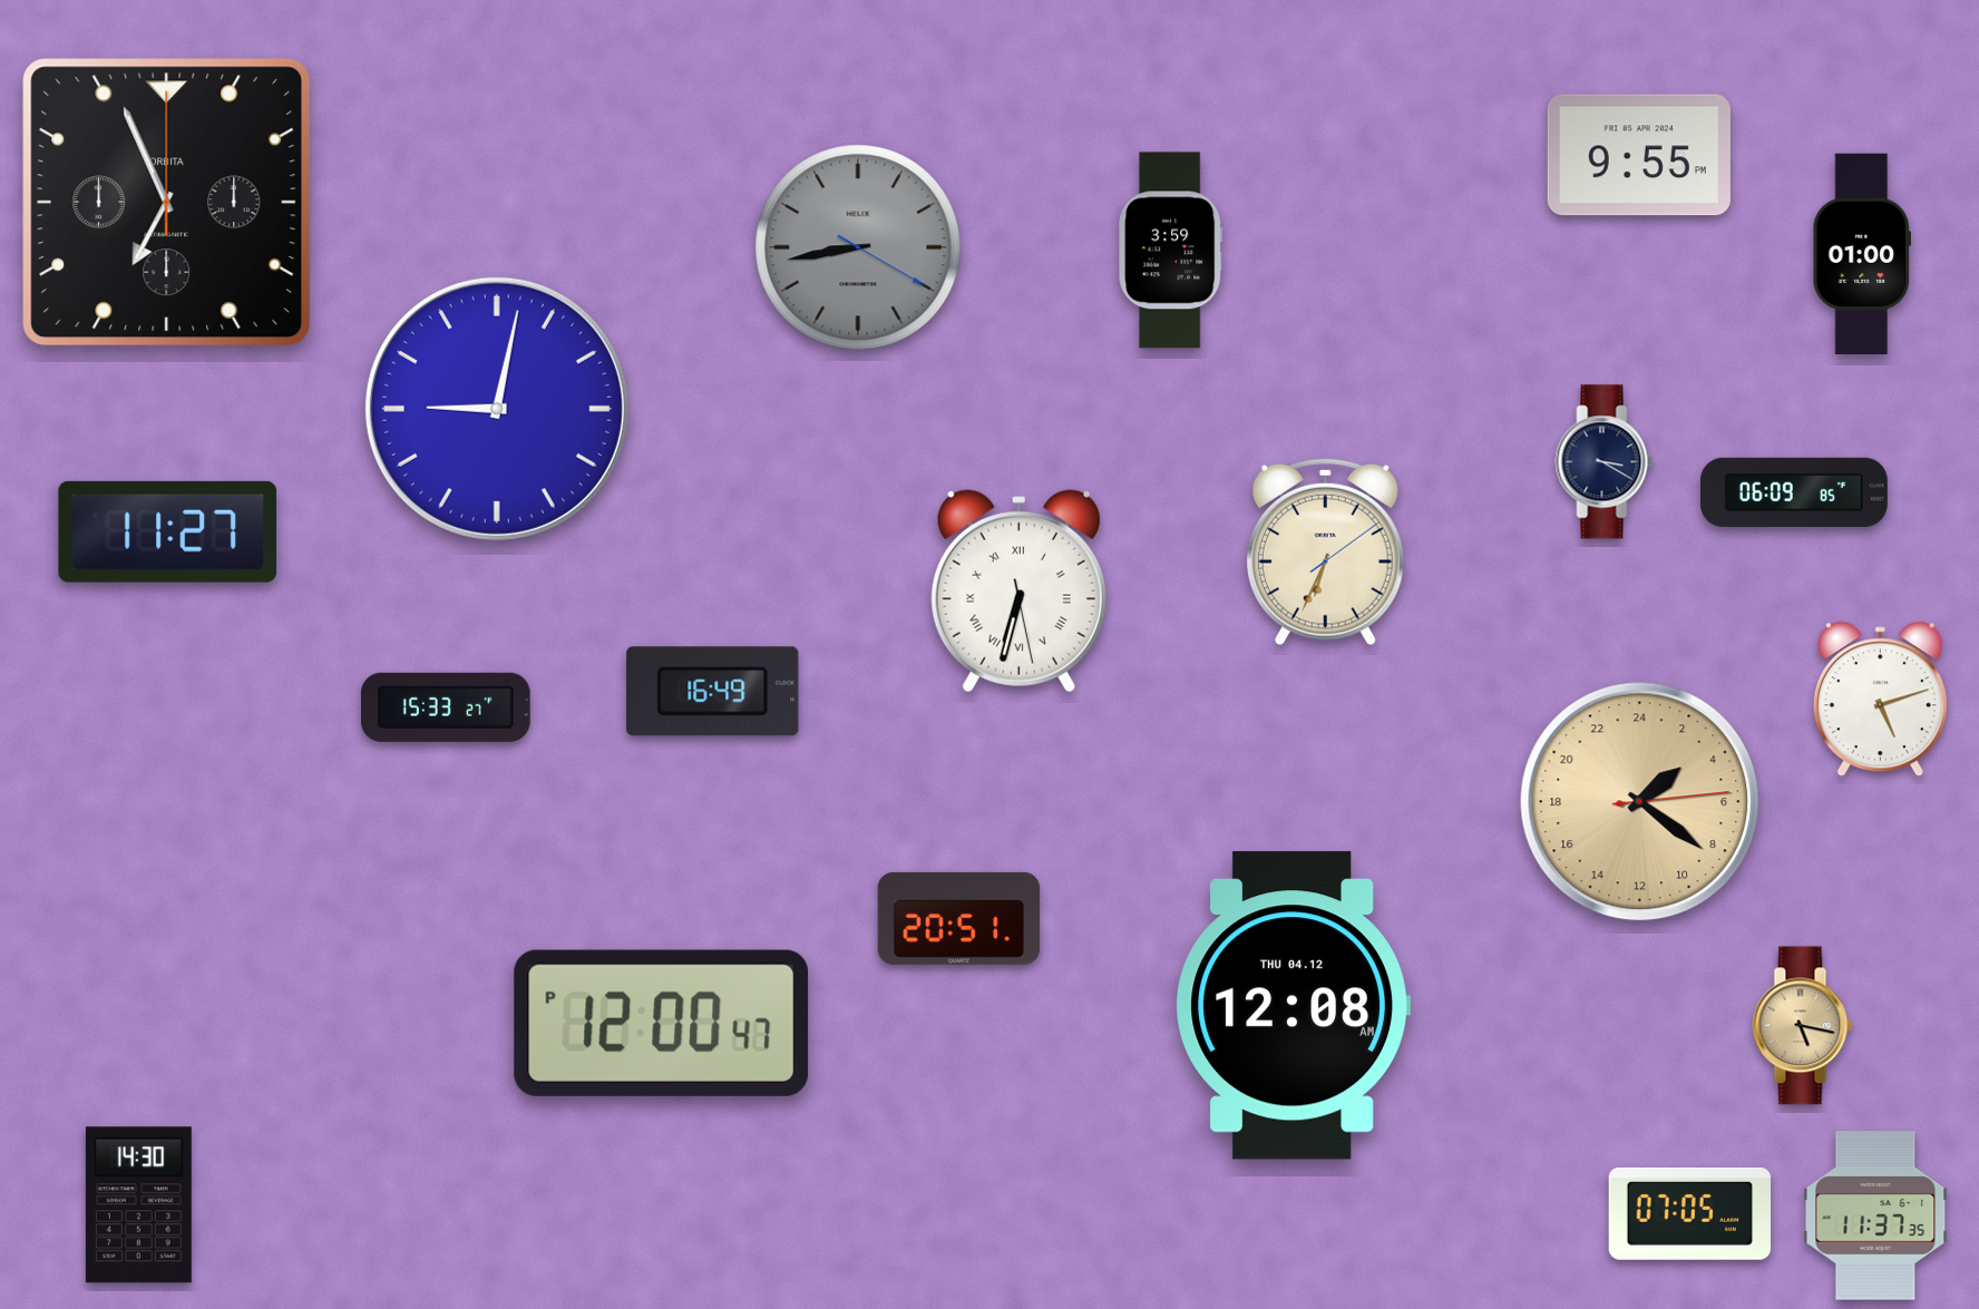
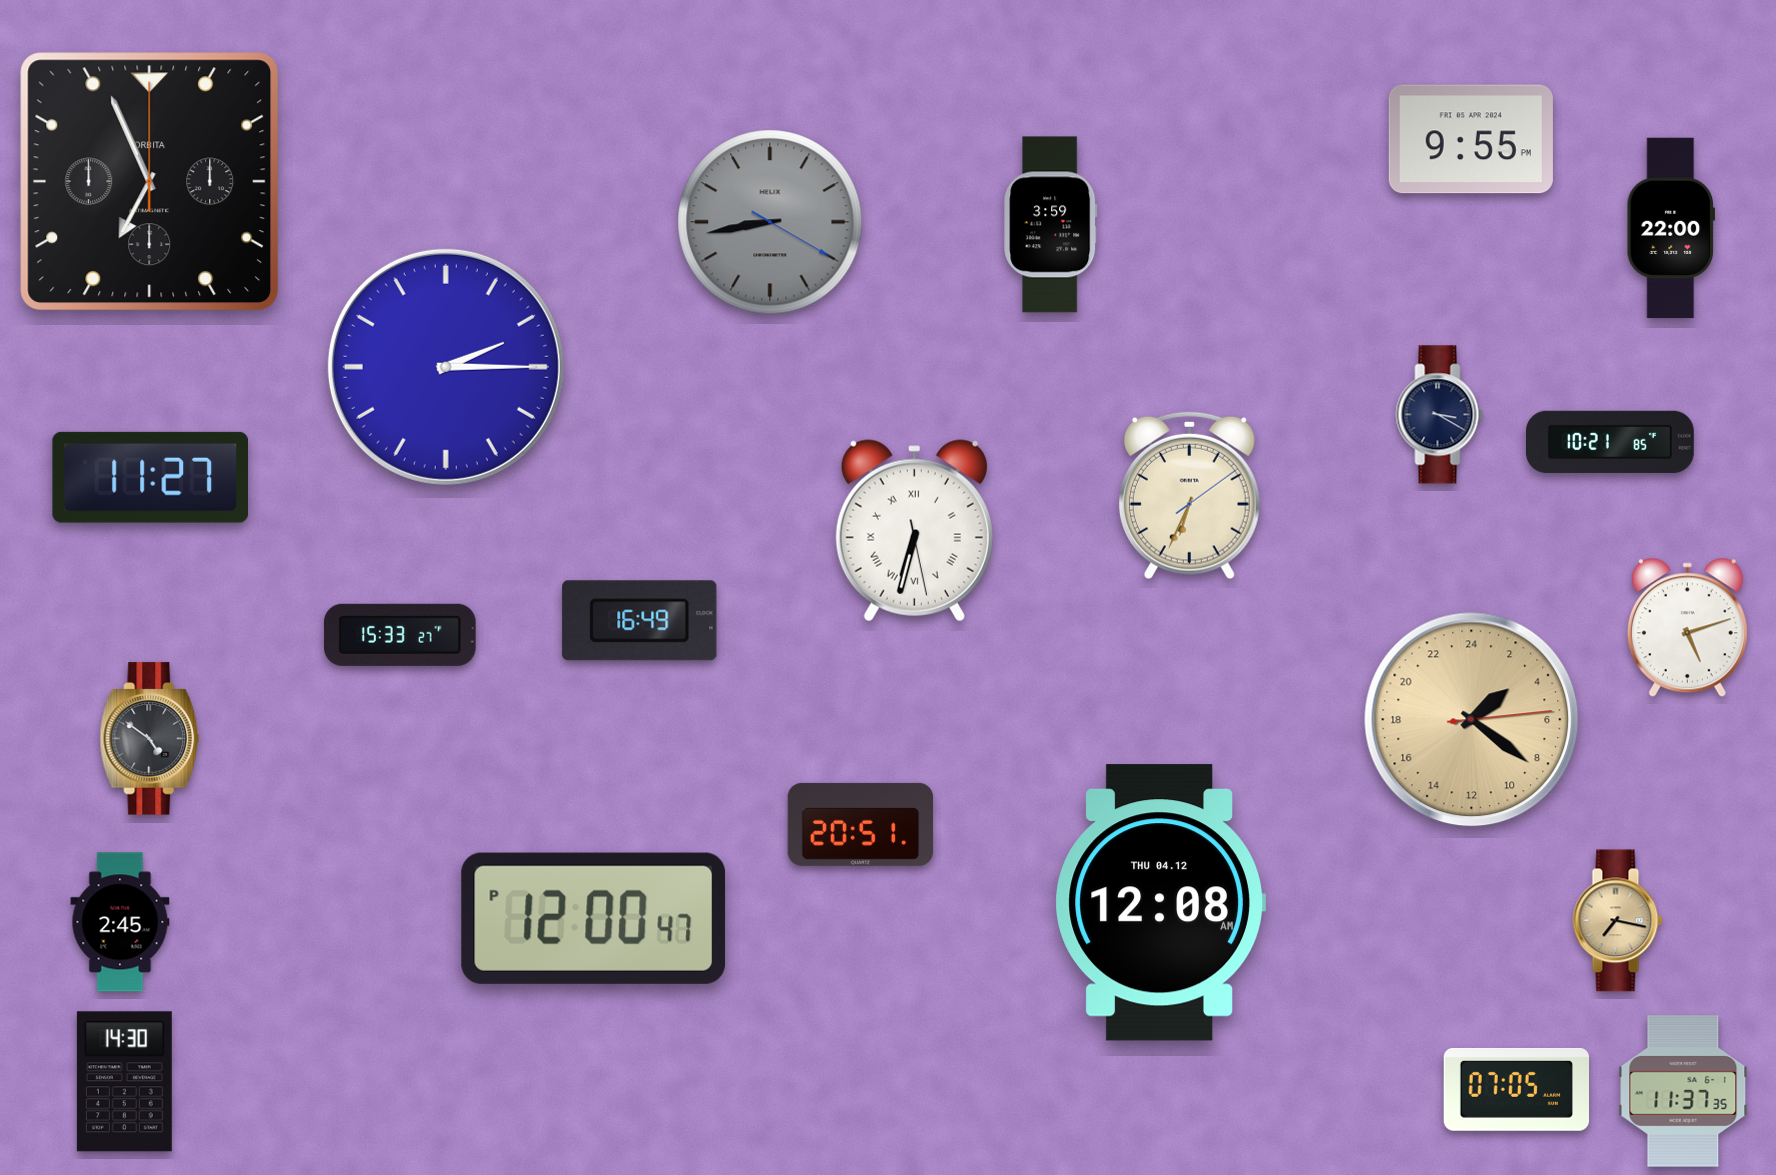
clock at (1861, 254): 01:00 -> 22:00
clock at (497, 409): 9:02 -> 2:15
clock at (1794, 492): 06:09 -> 10:21
clock at (150, 739): none -> 4:51
clock at (1803, 1026): 5:17 -> 7:17
clock at (120, 922): none -> 2:45
